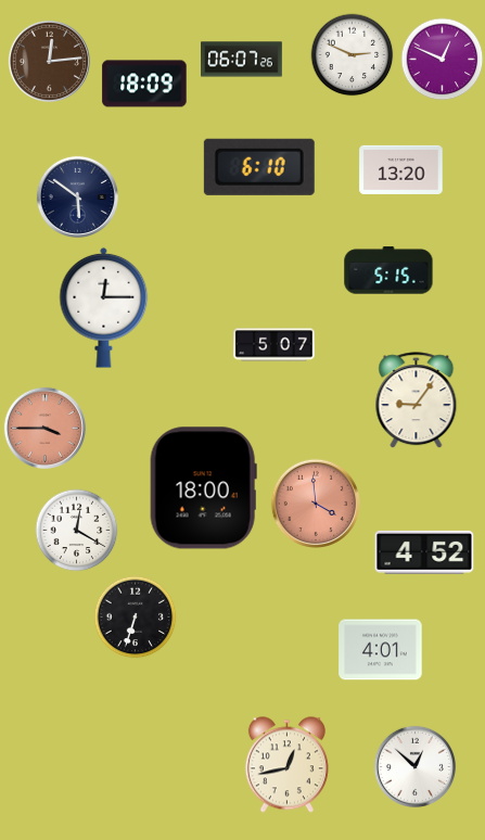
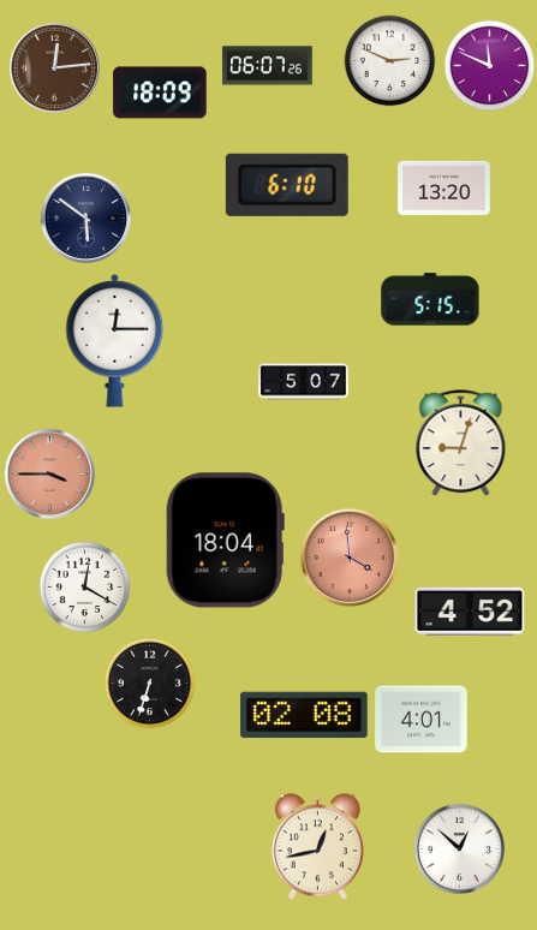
clock at (443, 60): 12:49 -> 11:49
clock at (417, 400): 9:06 -> 9:03
clock at (203, 488): 18:00 -> 18:04
clock at (304, 715): none -> 02:08
